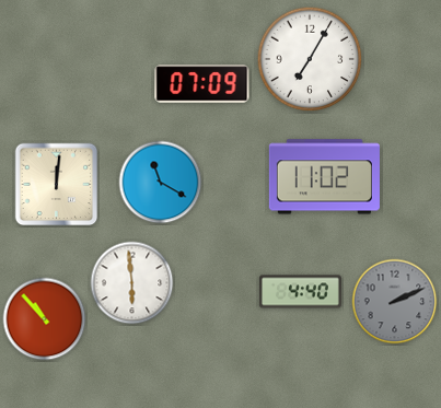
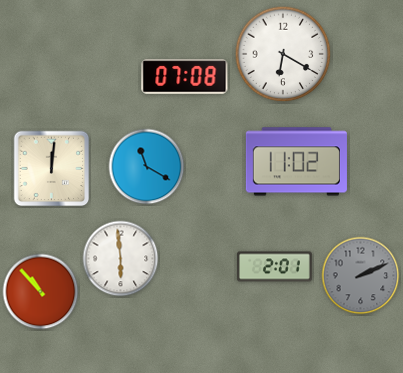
clock at (310, 59): 7:05 -> 6:20
clock at (202, 84): 07:09 -> 07:08
clock at (301, 292): 4:40 -> 2:01
